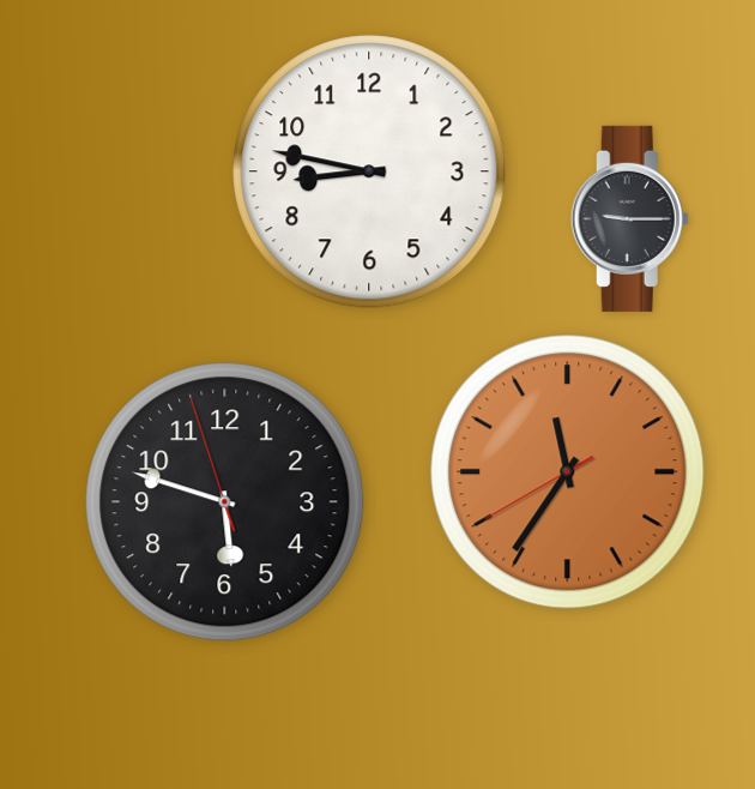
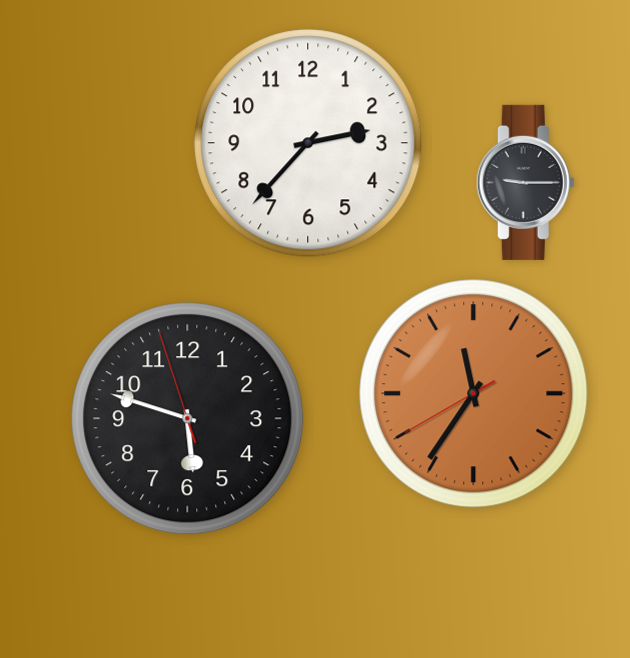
clock at (369, 171): 8:47 -> 2:37
